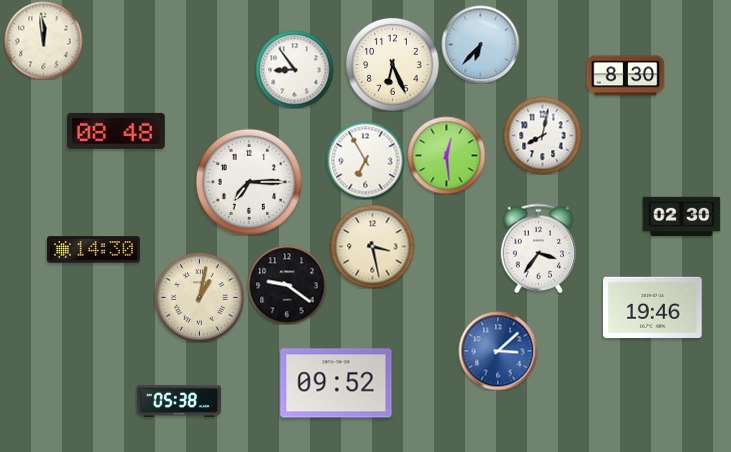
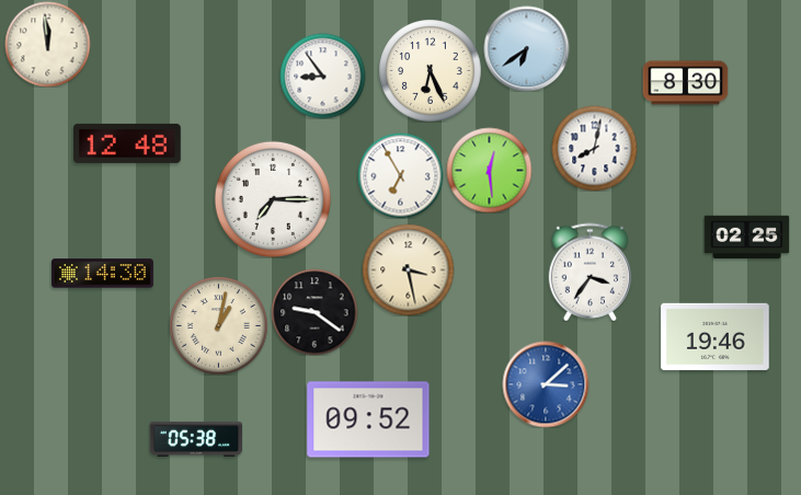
clock at (480, 44): 6:37 -> 6:39
clock at (117, 131): 08:48 -> 12:48
clock at (681, 217): 02:30 -> 02:25
